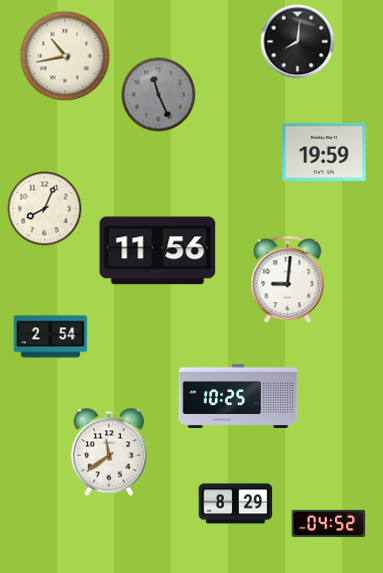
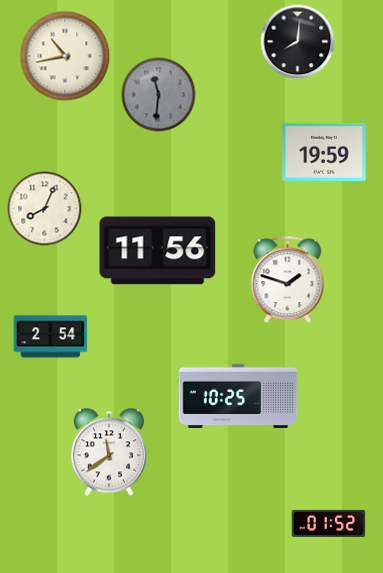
clock at (159, 95): 11:26 -> 11:31
clock at (288, 280): 9:01 -> 1:48
clock at (236, 504): 8:29 -> none
clock at (329, 523): 04:52 -> 01:52
